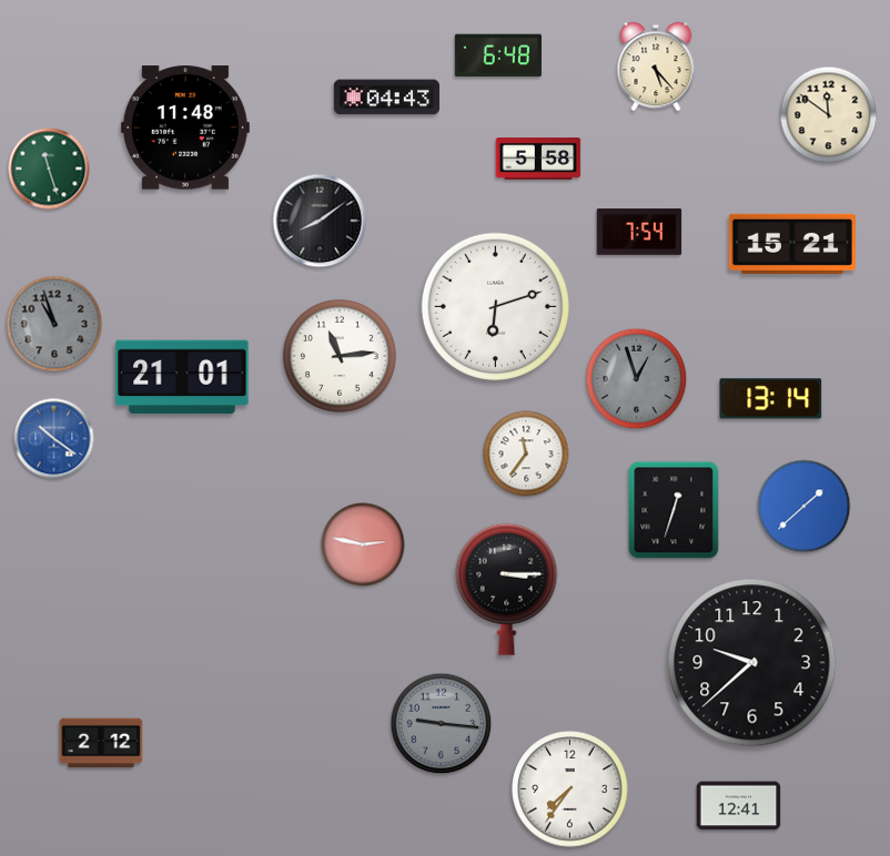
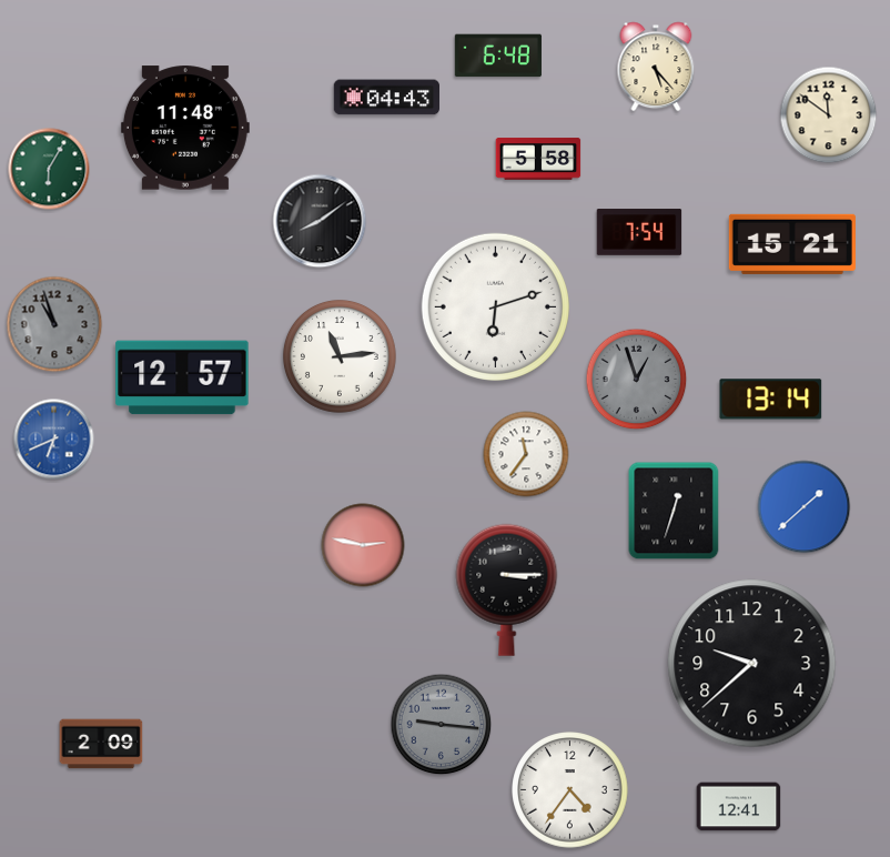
clock at (49, 169): 11:27 -> 6:05
clock at (182, 377): 21:01 -> 12:57
clock at (54, 439): 10:21 -> 6:41
clock at (101, 743): 2:12 -> 2:09
clock at (570, 789): 7:36 -> 4:36
